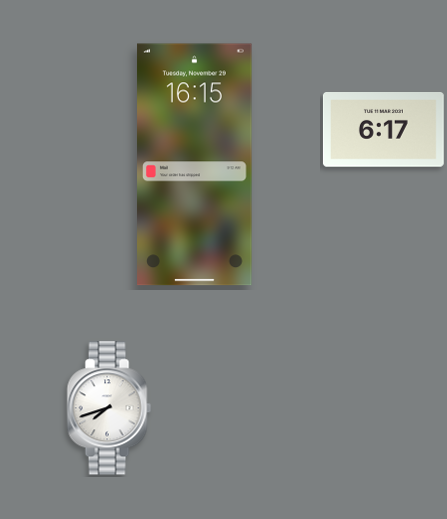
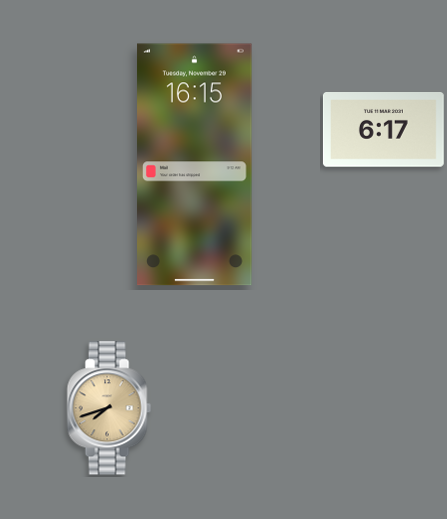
clock at (109, 408) dial: white -> champagne
